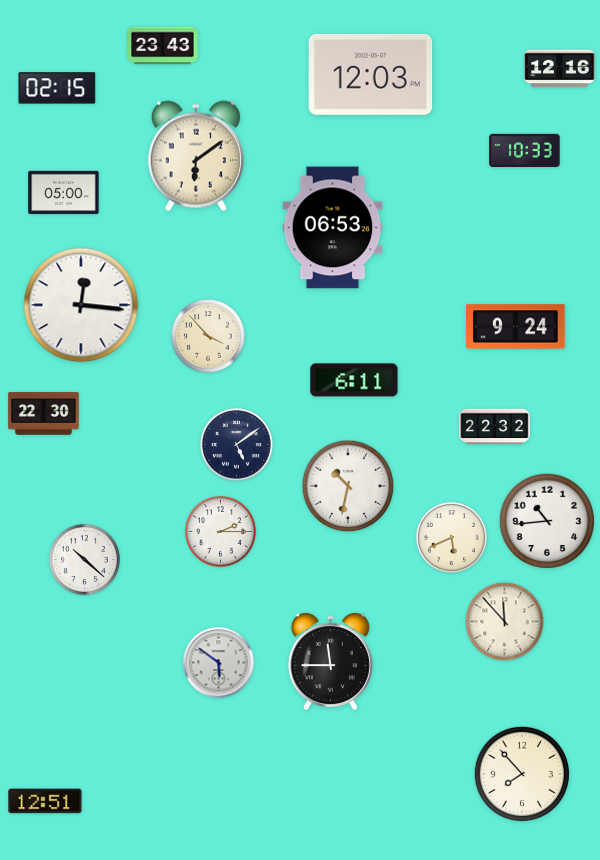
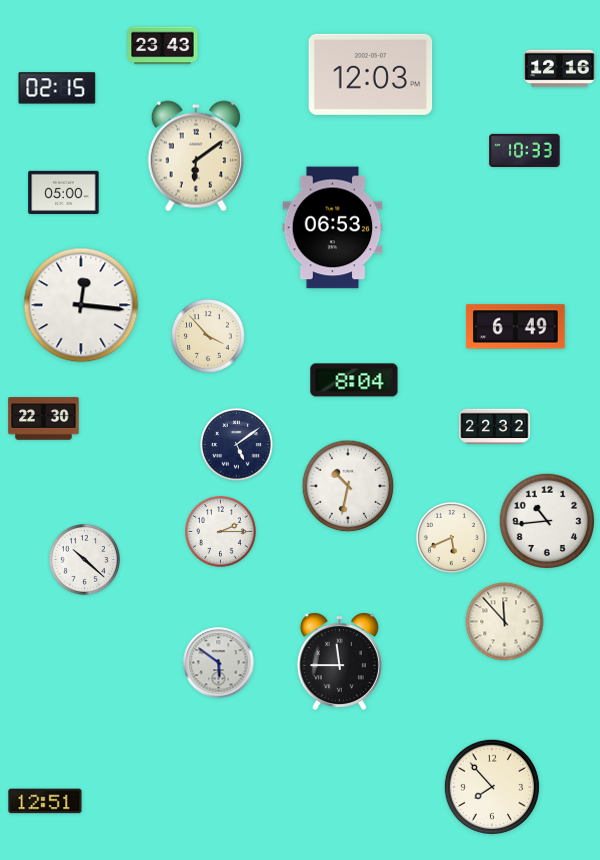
clock at (516, 327): 9:24 -> 6:49
clock at (354, 380): 6:11 -> 8:04
clock at (44, 414) position: (44, 414) -> (44, 419)
clock at (330, 661) position: (330, 661) -> (339, 661)
clock at (521, 773) position: (521, 773) -> (491, 786)
